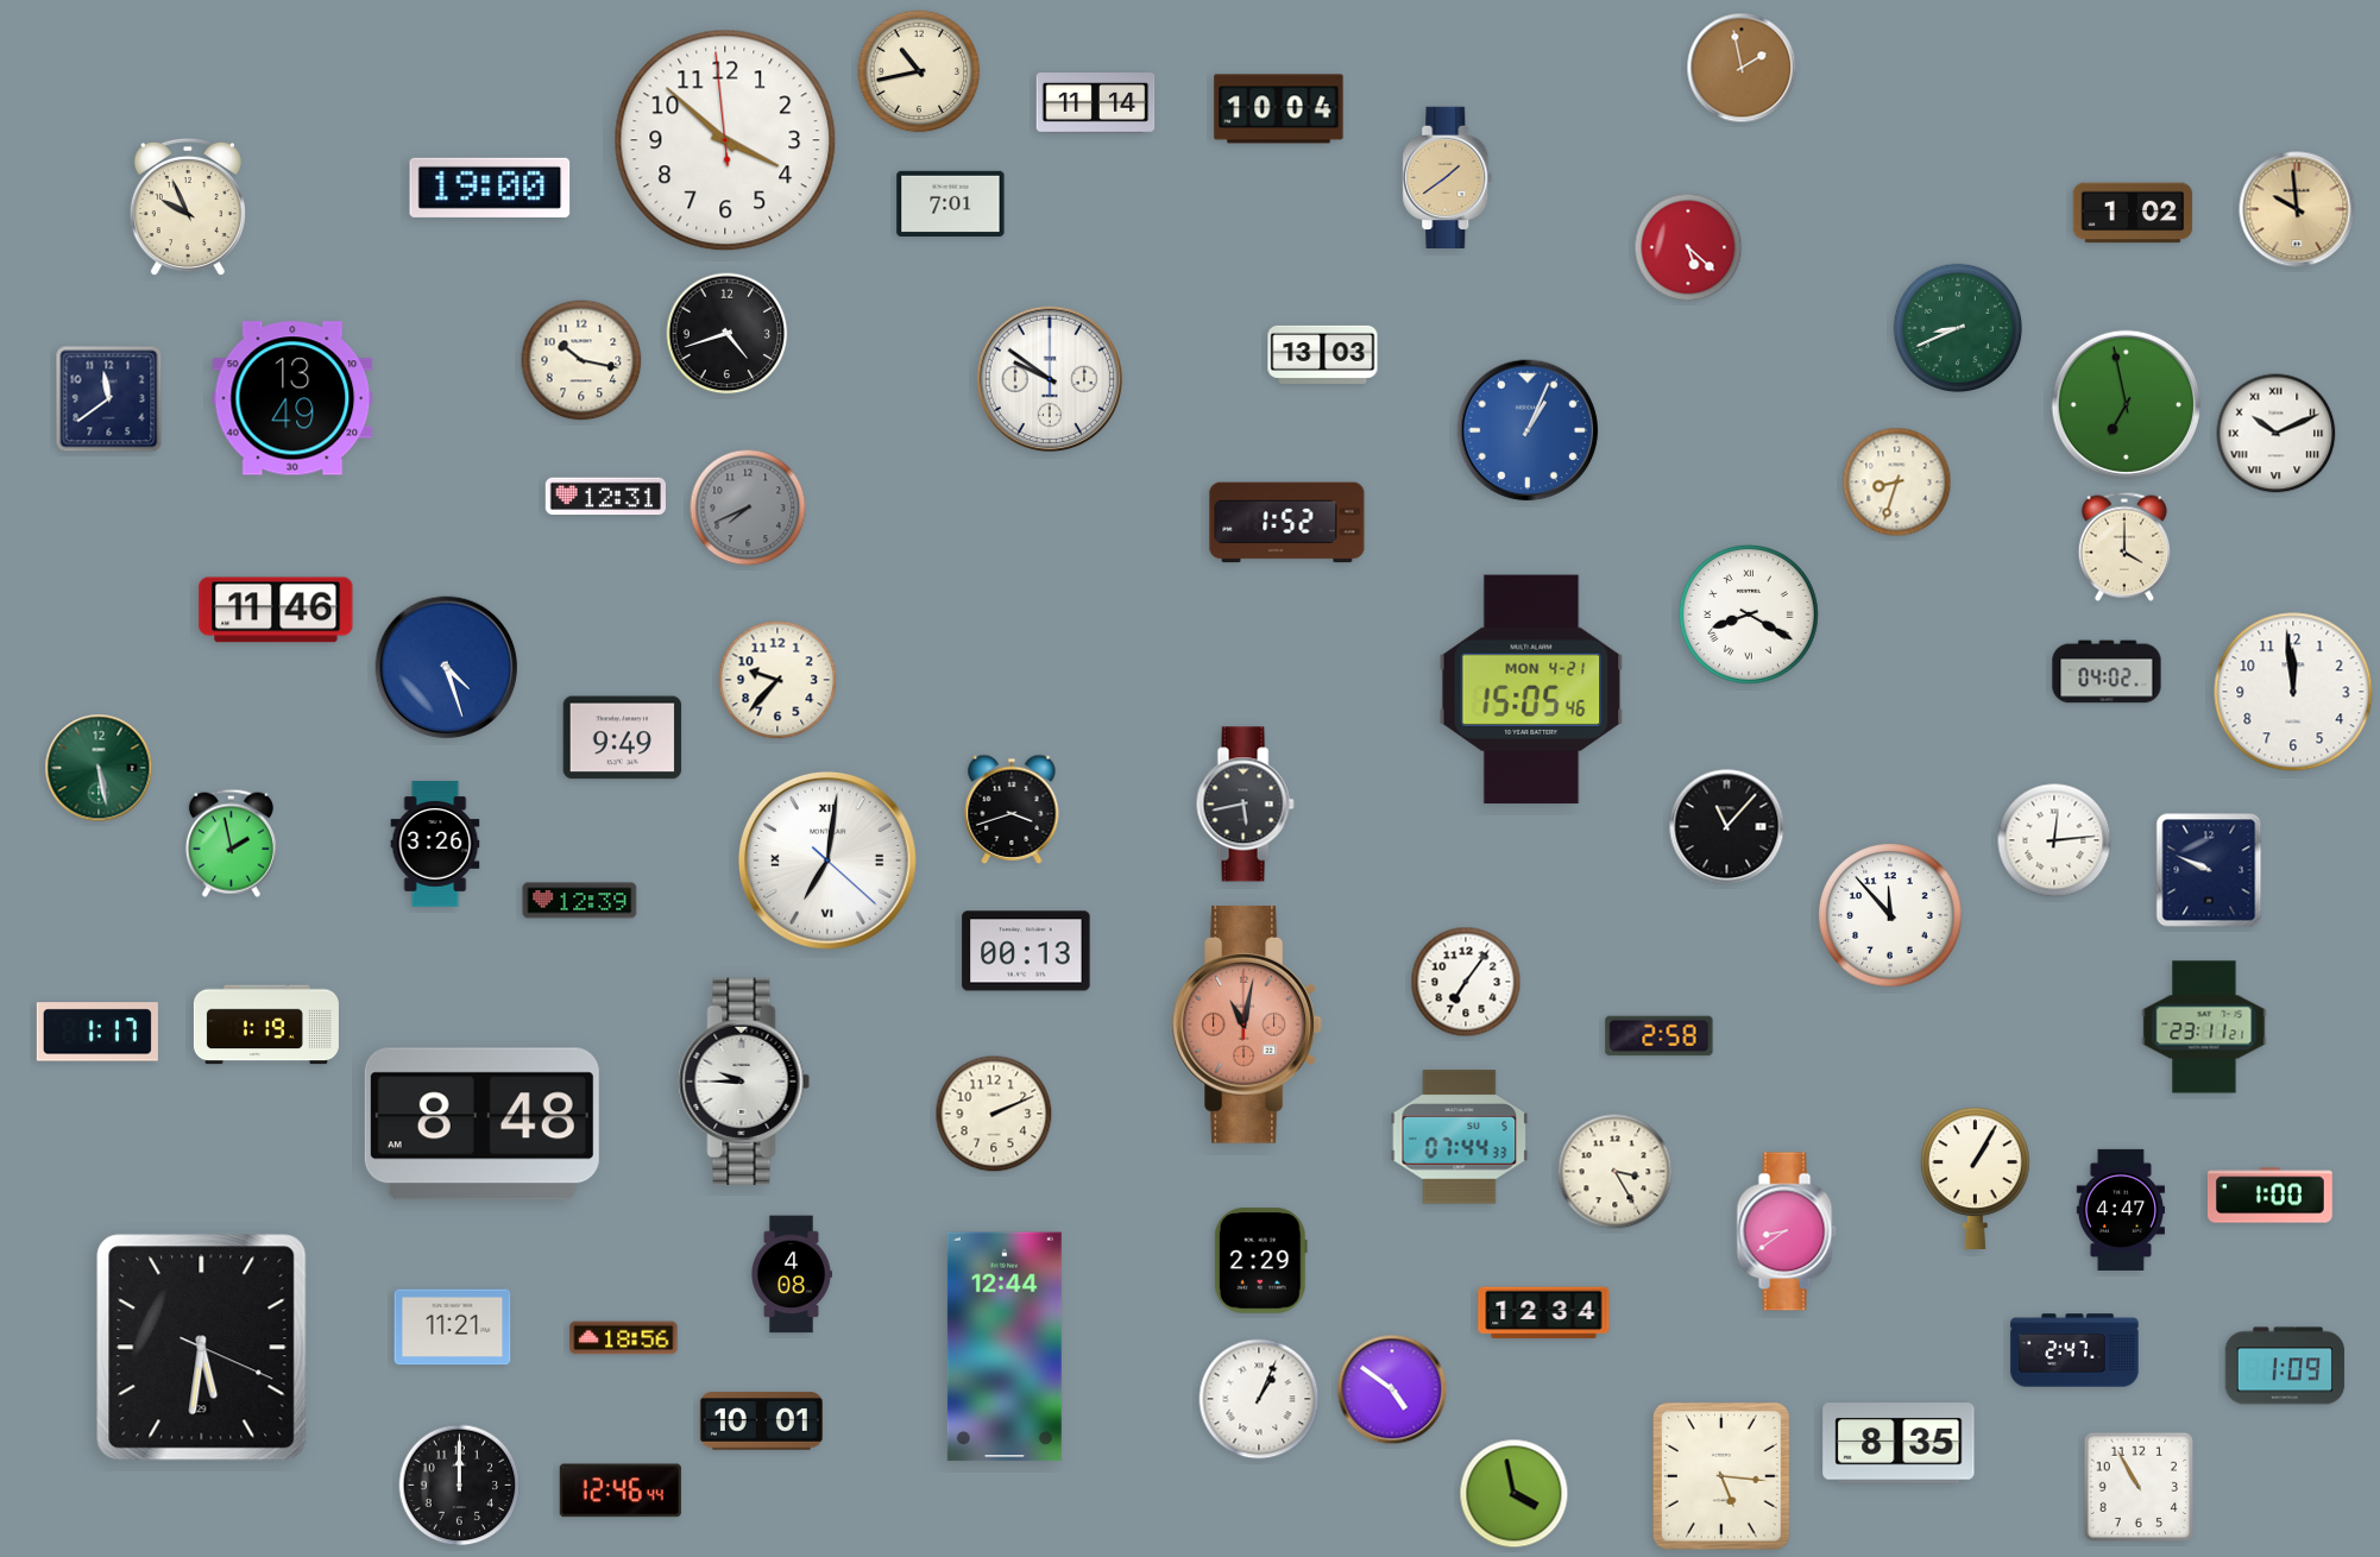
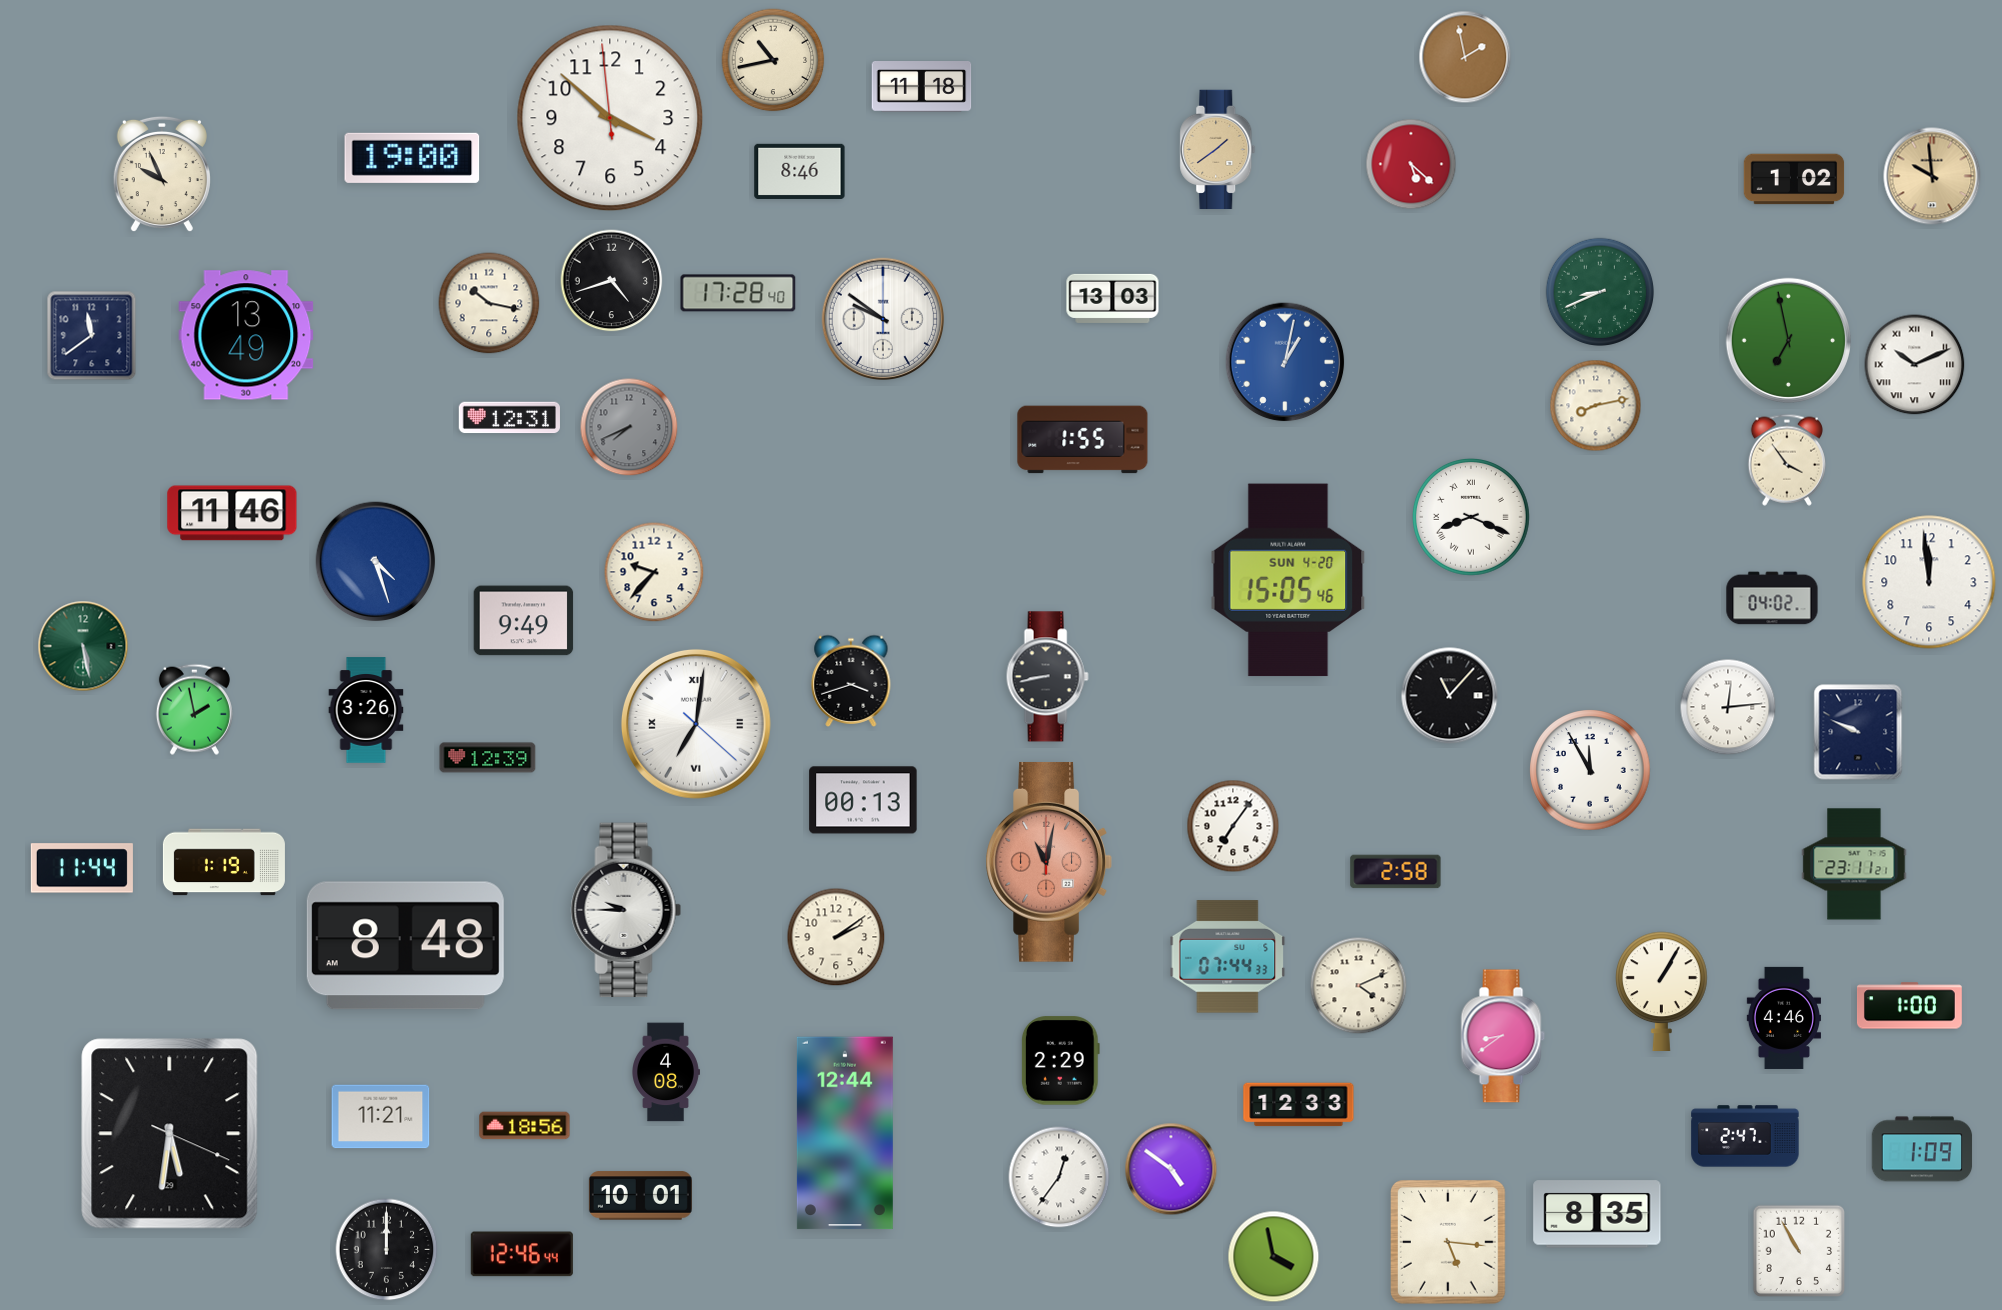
clock at (1096, 103): 11:14 -> 11:18
clock at (1279, 109): 10:04 -> none
clock at (951, 203): 7:01 -> 8:46
clock at (188, 207) position: (188, 207) -> (162, 174)
clock at (1688, 247) position: (1688, 247) -> (1411, 164)
clock at (1957, 327) position: (1957, 327) -> (1599, 291)
clock at (738, 293): none -> 17:28
clock at (1528, 430): 1:04 -> 1:02
clock at (1897, 483): 8:33 -> 8:13
clock at (1287, 523): 1:52 -> 1:55
clock at (2124, 547): 4:00 -> 3:54
clock at (1749, 614): 8:20 -> 8:19
clock at (2107, 672) position: (2107, 672) -> (1772, 598)
clock at (1531, 689) date: MON 4-21 -> SUN 4-20
clock at (1245, 805): 5:43 -> 8:43
clock at (1727, 827) position: (1727, 827) -> (1450, 696)
clock at (1890, 915): 11:53 -> 11:55
clock at (97, 1032): 1:17 -> 11:44
clock at (994, 1114): 2:11 -> 2:09
clock at (1616, 1172): 3:25 -> 4:11
clock at (2120, 1210): 4:47 -> 4:46
clock at (1544, 1313): 12:34 -> 12:33
clock at (1259, 1399): 1:04 -> 12:36
